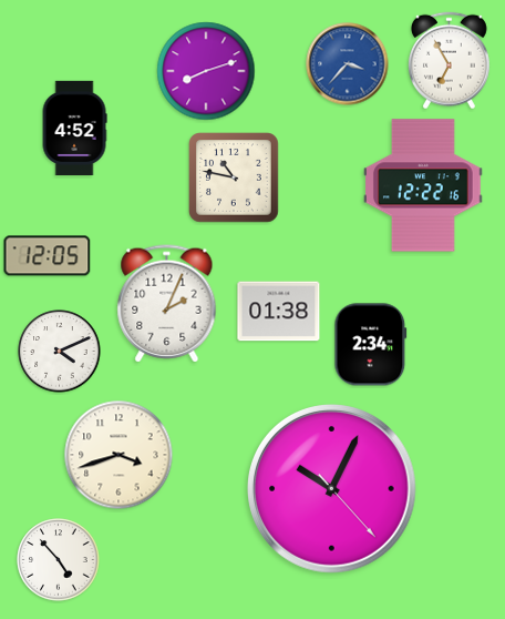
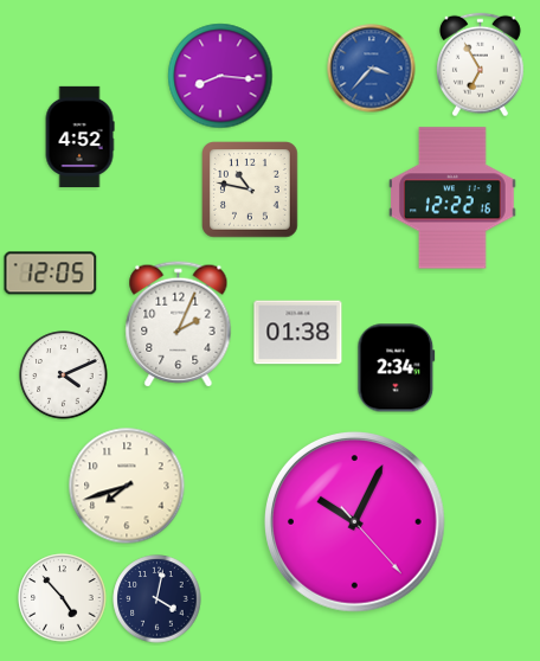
clock at (206, 71): 8:12 -> 8:16
clock at (118, 455): 3:42 -> 7:42
clock at (157, 599): none -> 4:02
